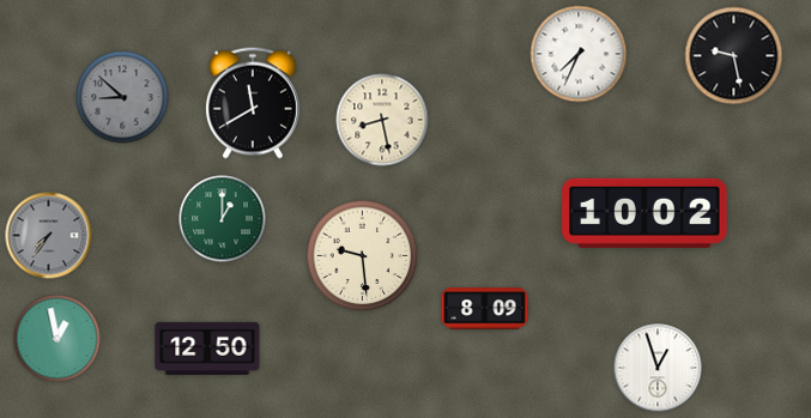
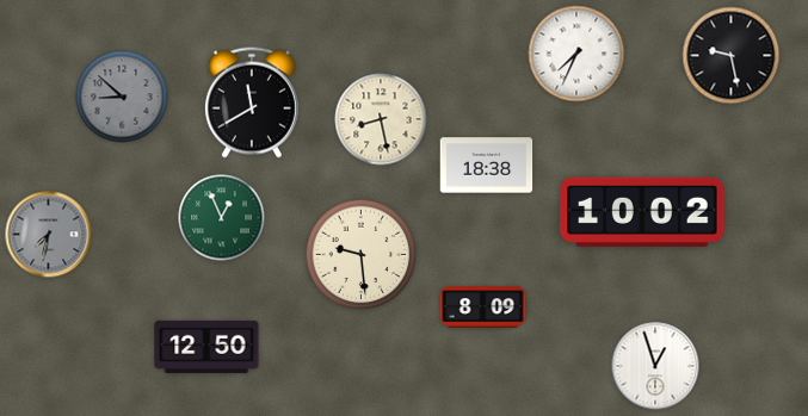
clock at (487, 166): none -> 18:38
clock at (223, 219): 1:00 -> 12:56
clock at (49, 236): 7:36 -> 7:32
clock at (58, 339): 12:58 -> none
